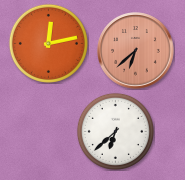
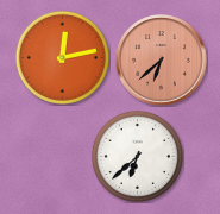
clock at (48, 43) position: (48, 43) -> (62, 57)
